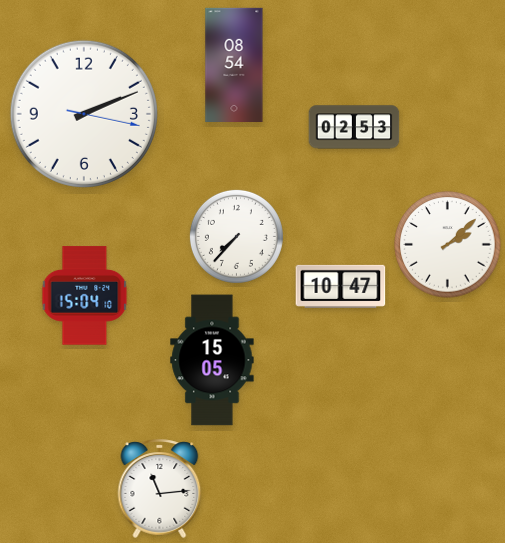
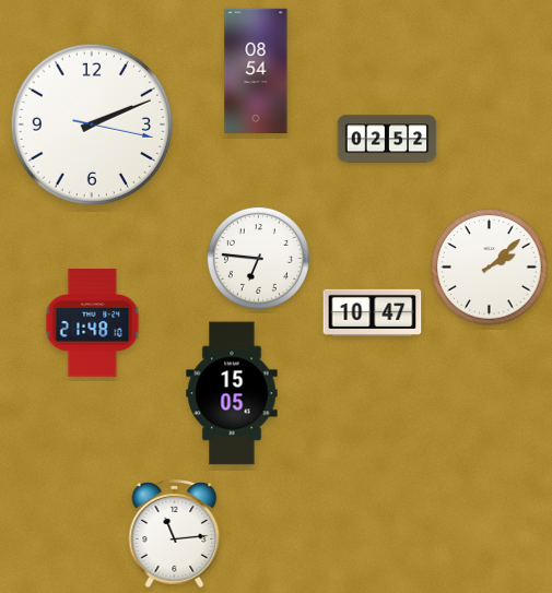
clock at (354, 127): 02:53 -> 02:52
clock at (236, 236): 7:37 -> 6:46
clock at (85, 296): 15:04 -> 21:48
